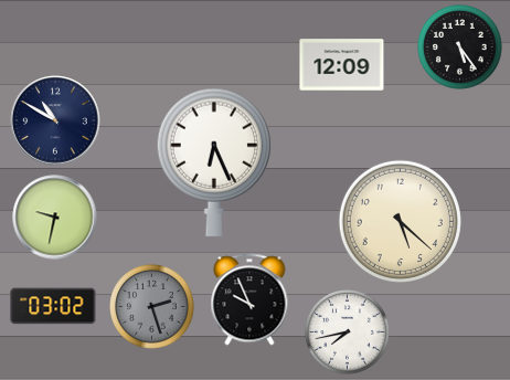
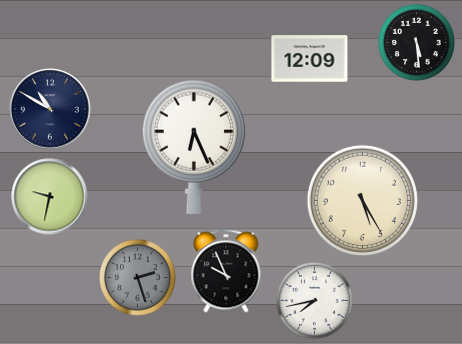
clock at (460, 47): 5:24 -> 5:29
clock at (400, 221): 5:22 -> 5:25
clock at (53, 306): 03:02 -> none
